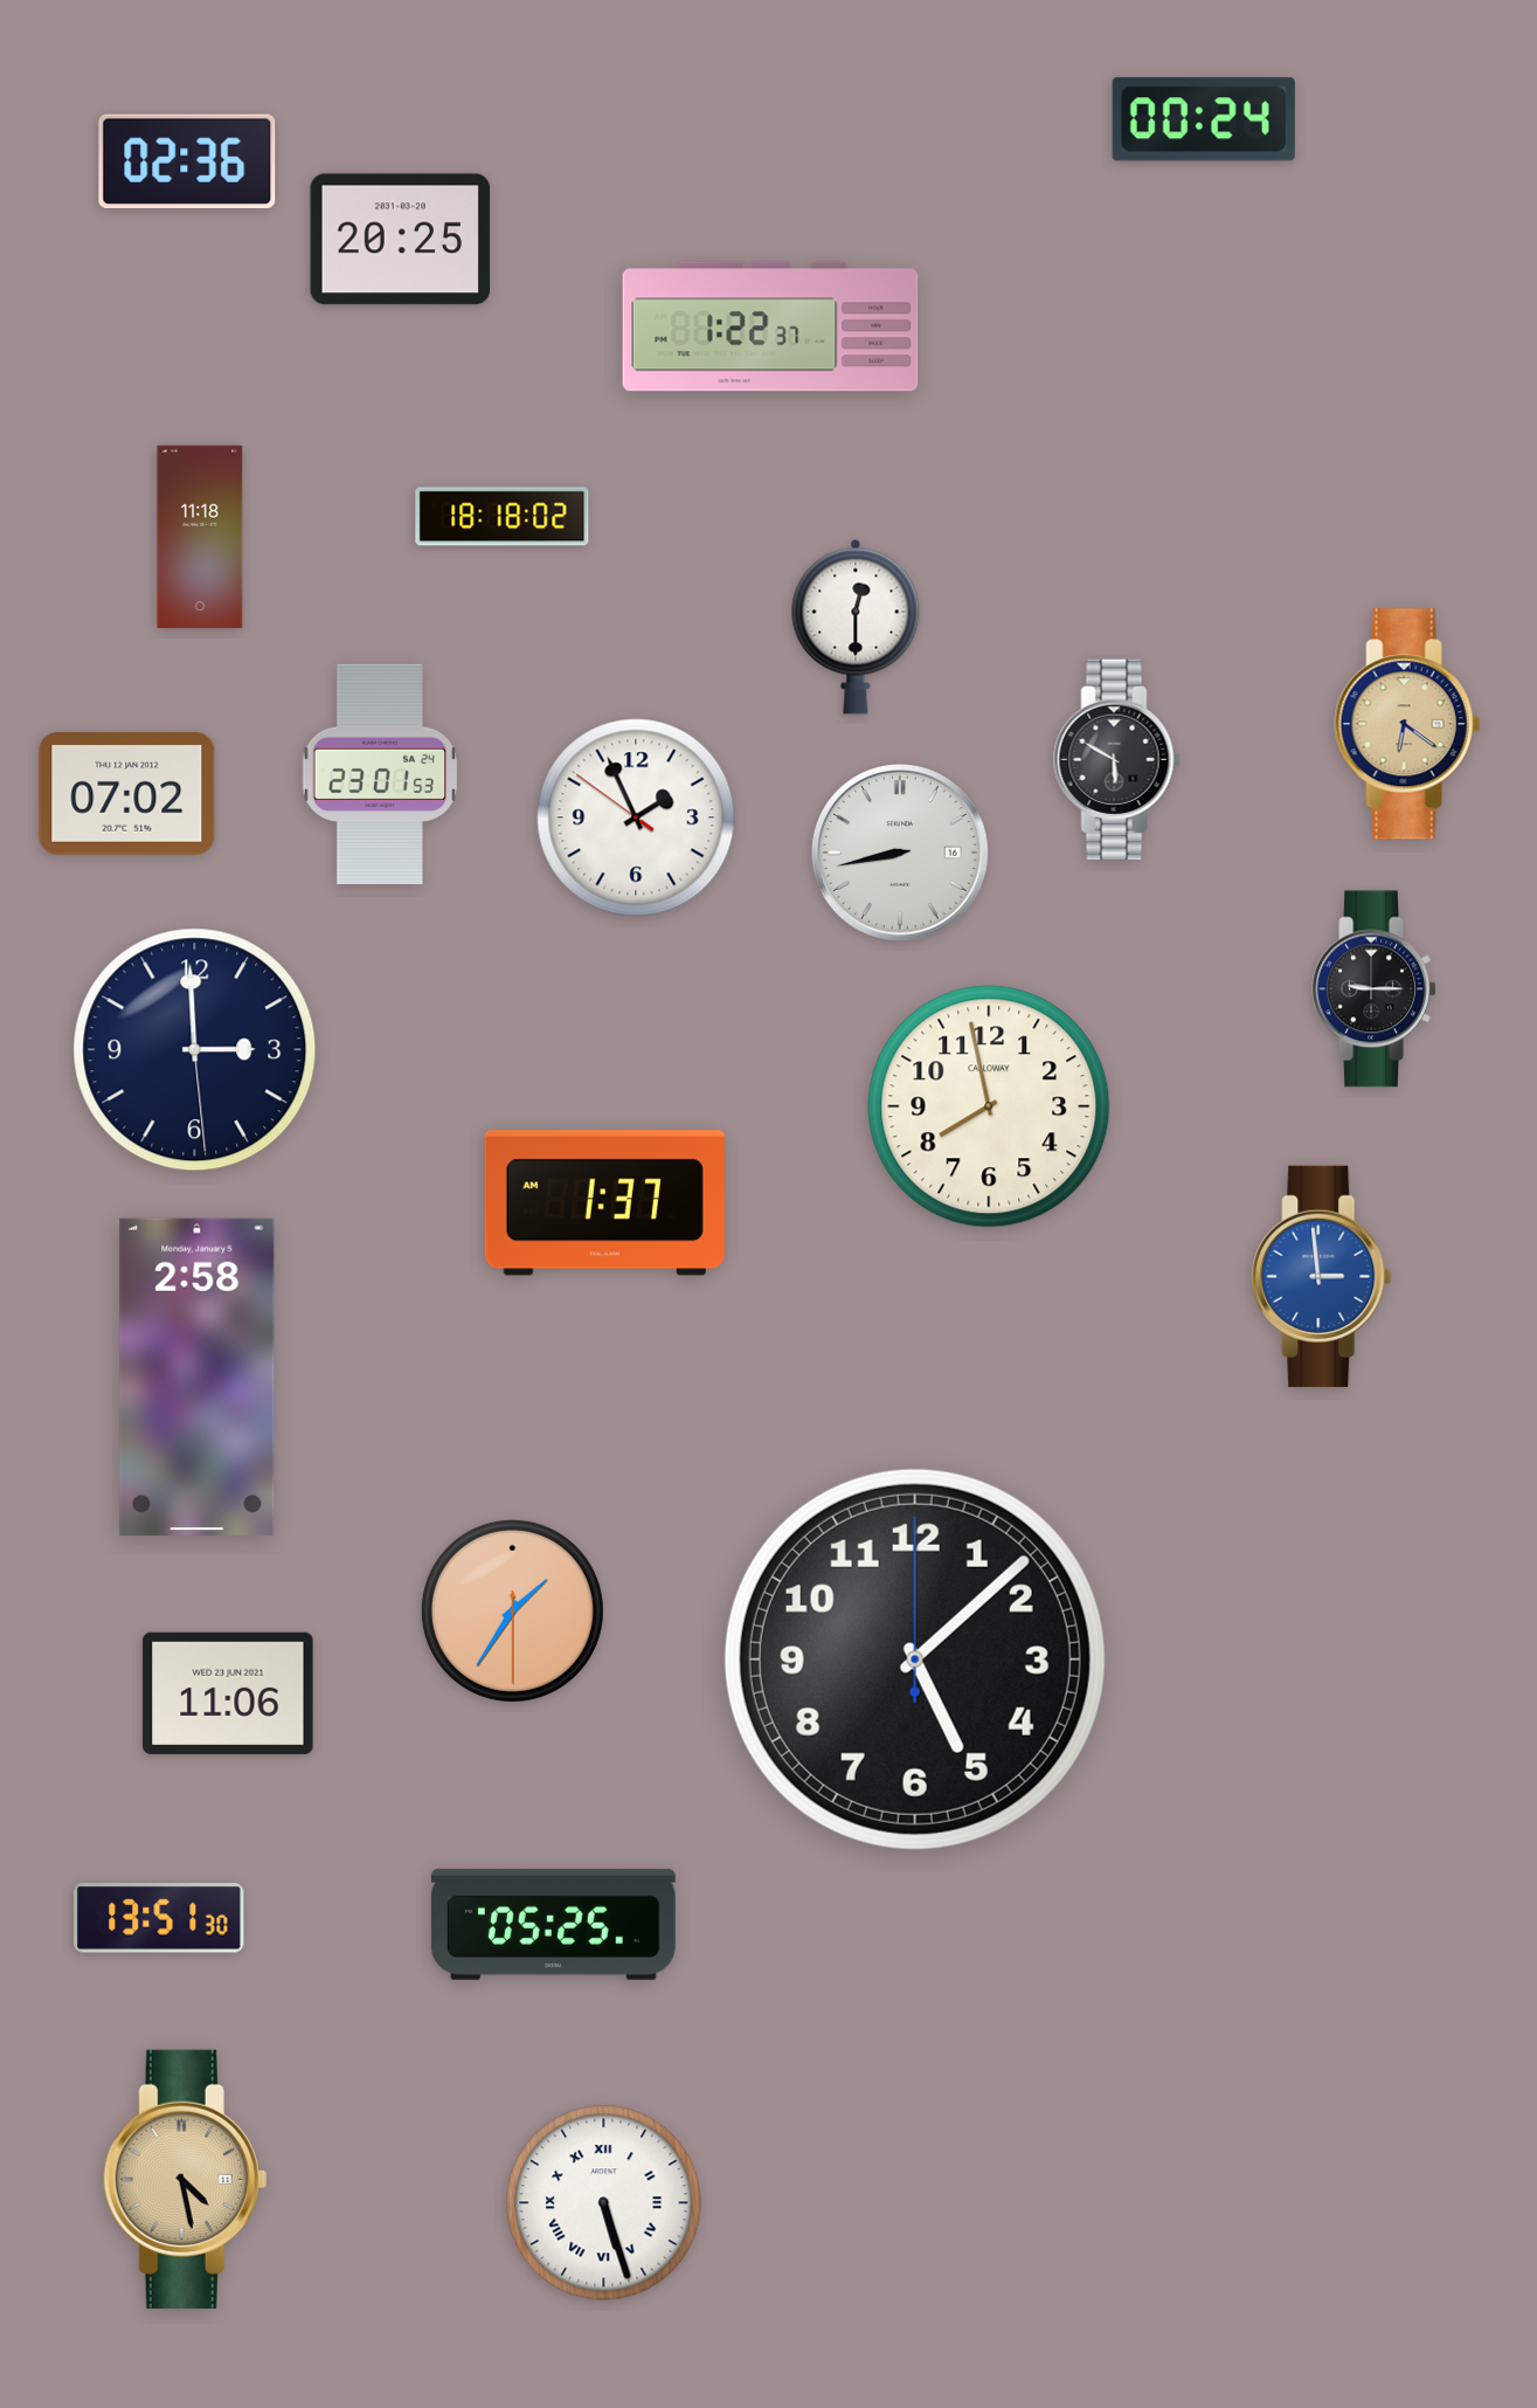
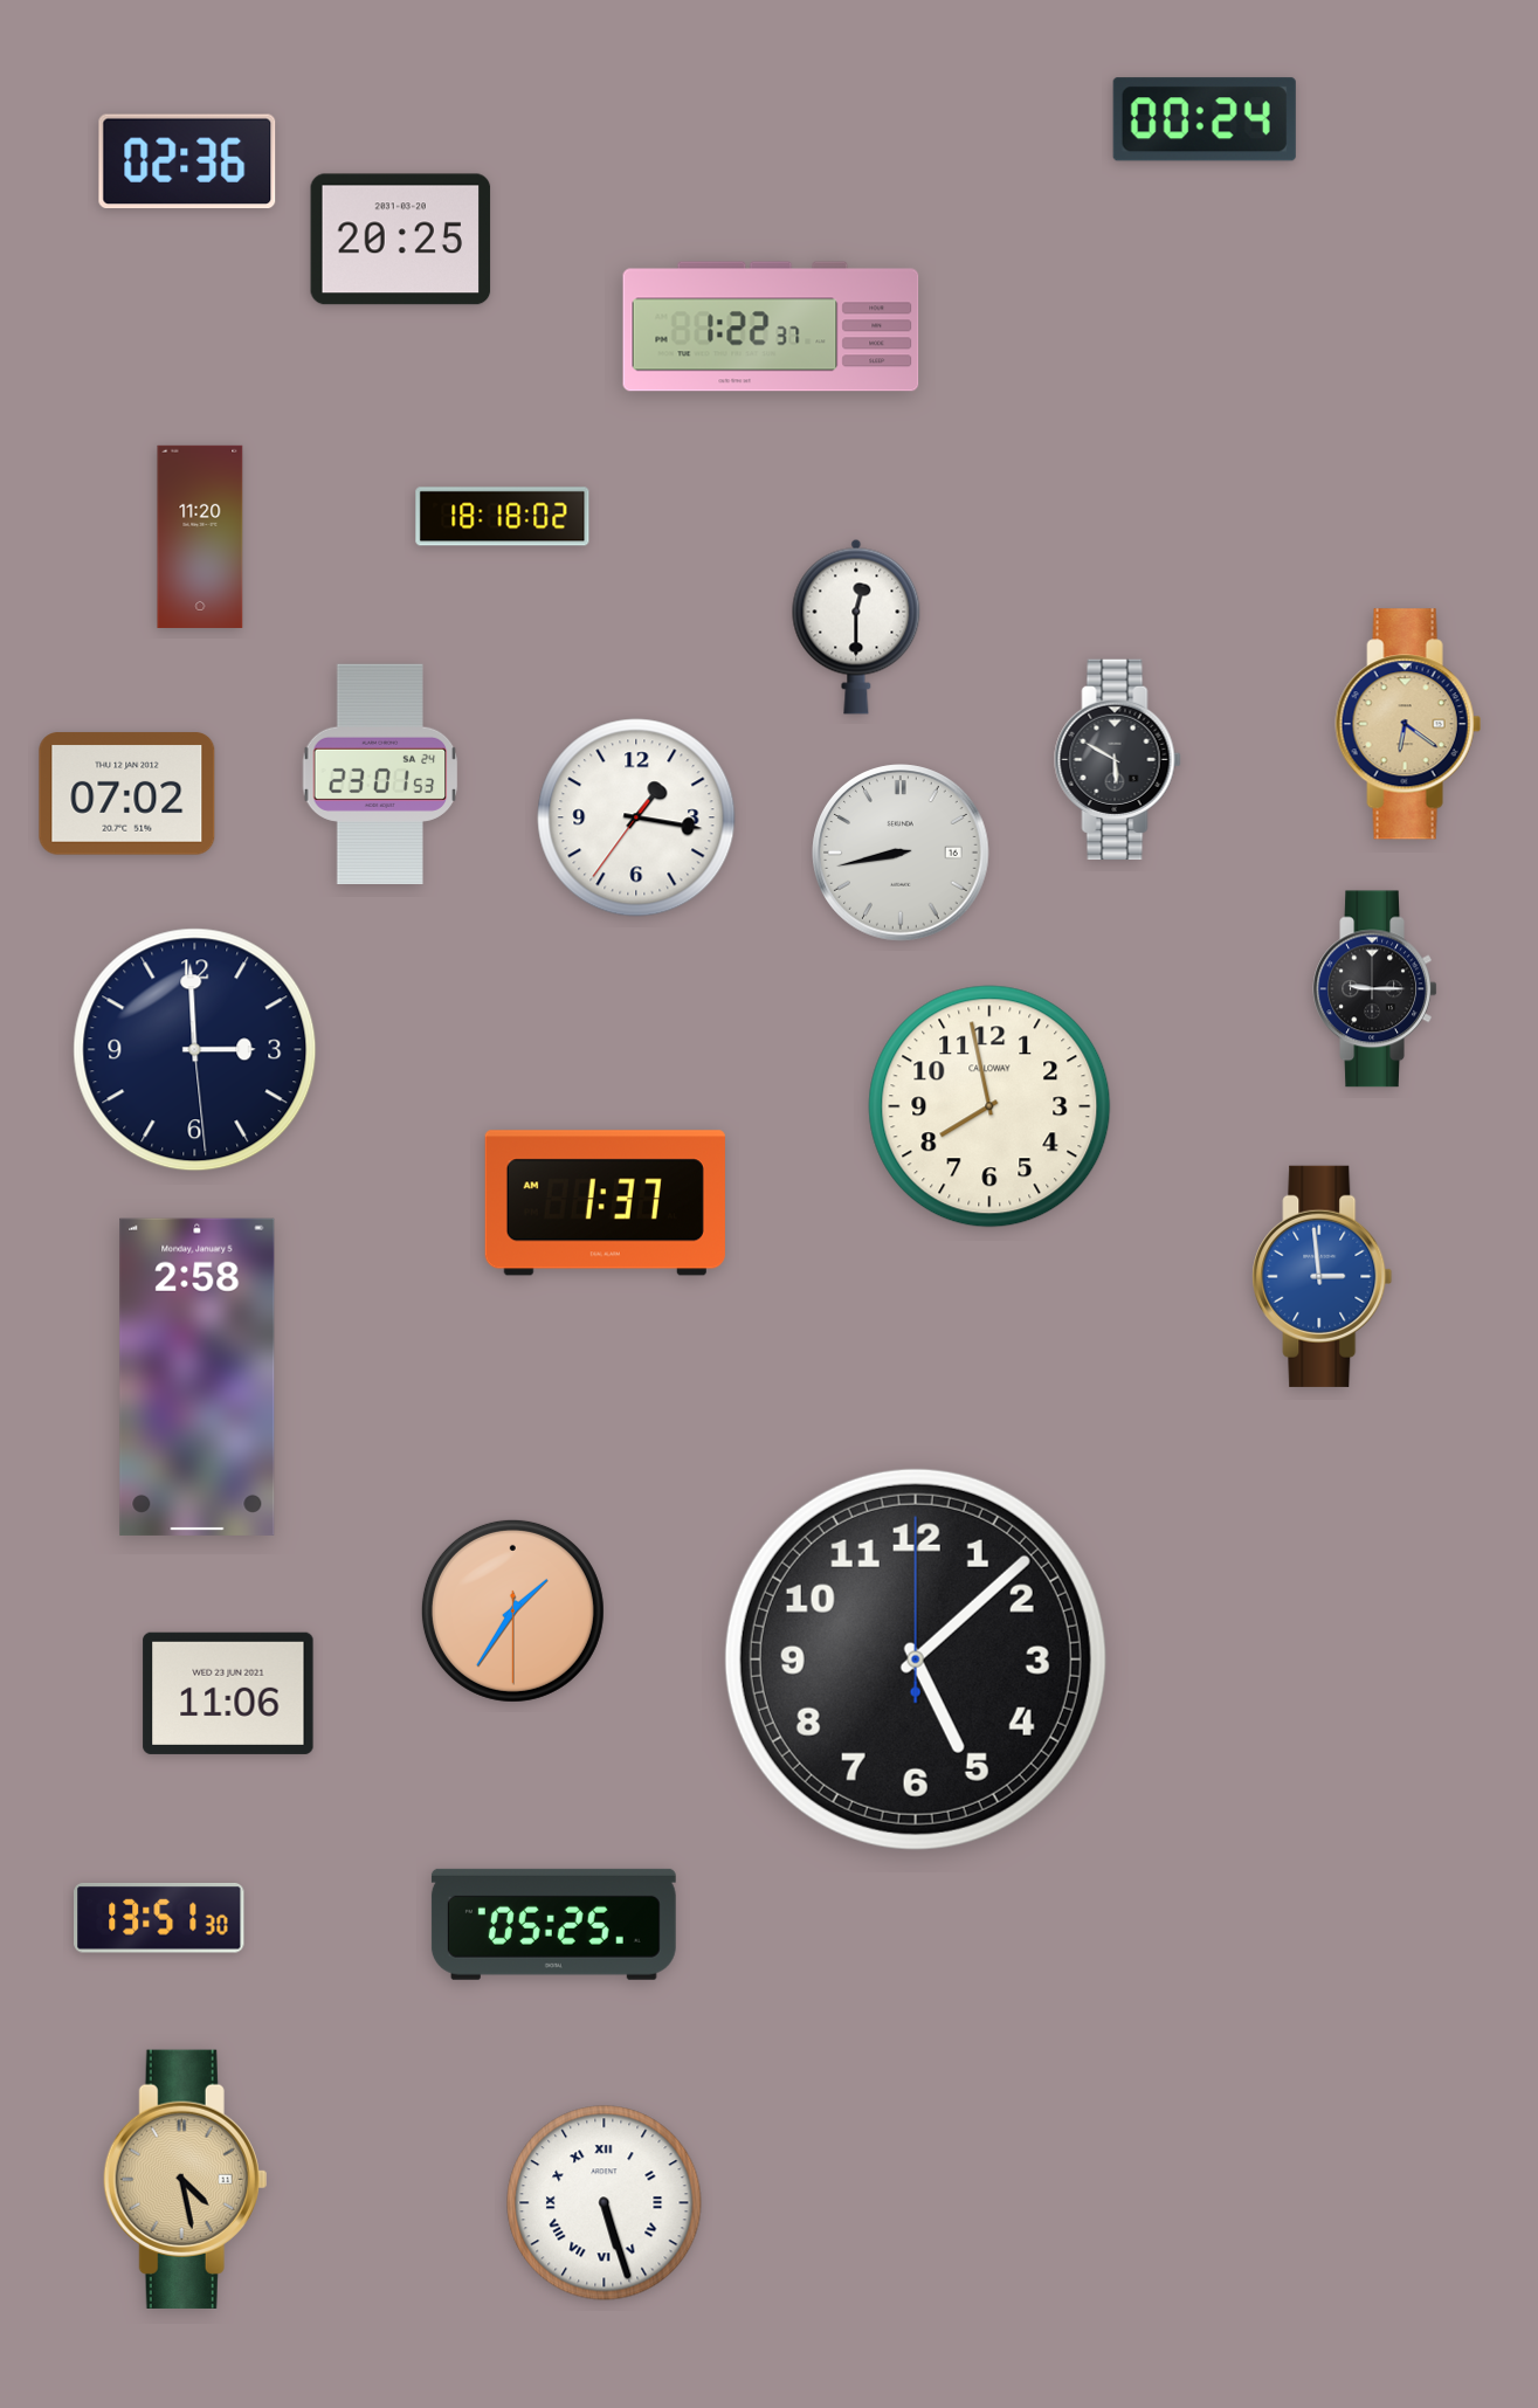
clock at (200, 537): 11:18 -> 11:20
clock at (636, 817): 1:55 -> 1:16
